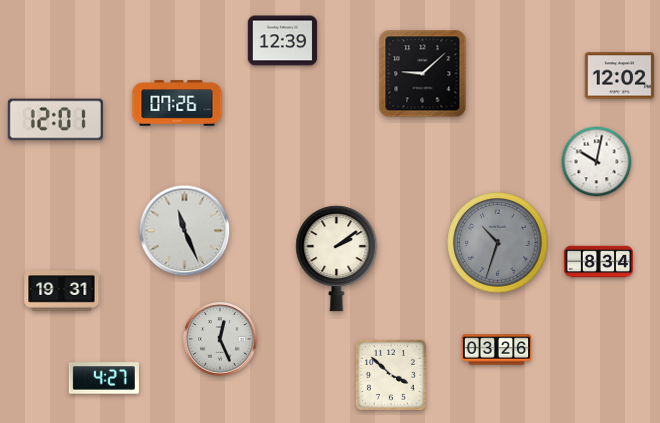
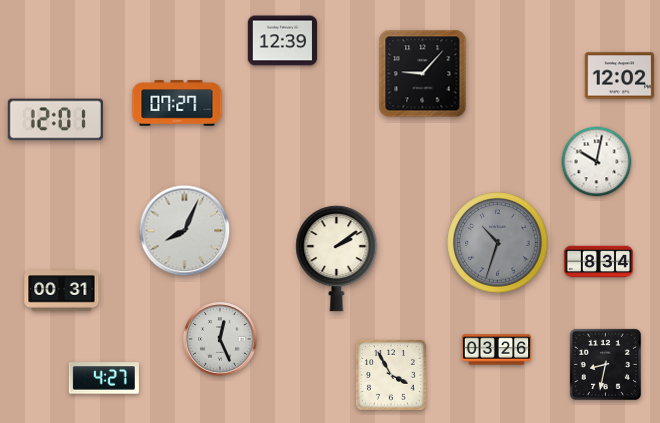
clock at (423, 74): 9:08 -> 9:07
clock at (177, 103): 07:26 -> 07:27
clock at (185, 231): 11:26 -> 8:04
clock at (62, 291): 19:31 -> 00:31
clock at (605, 364): none -> 8:32
clock at (391, 375): 3:52 -> 3:55
